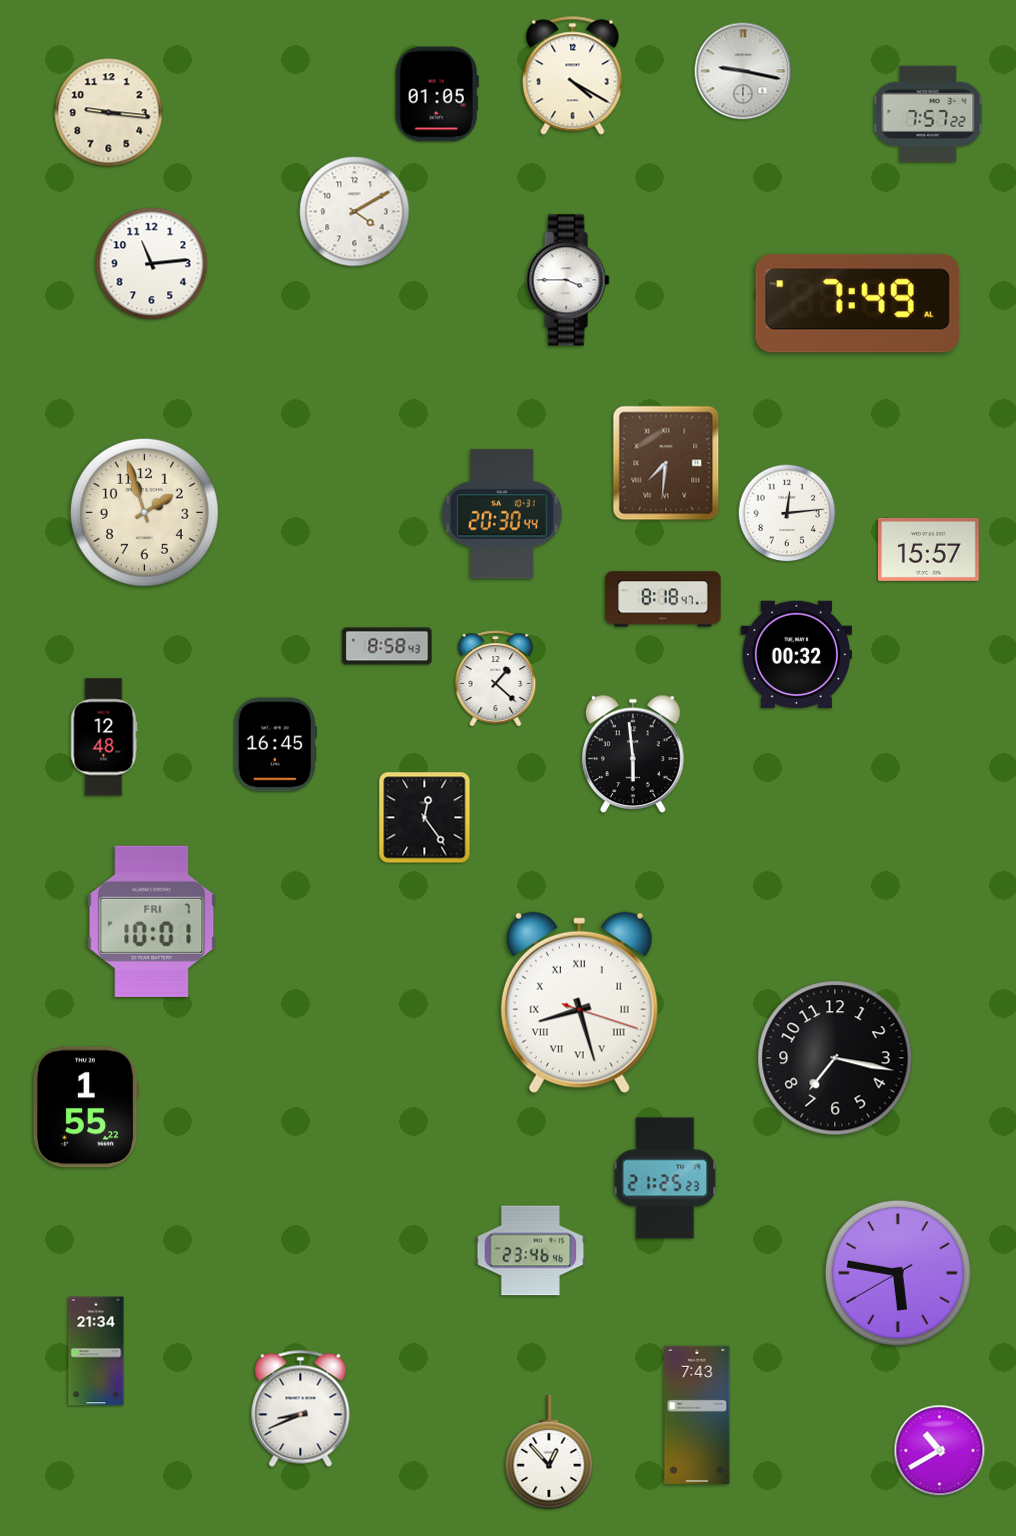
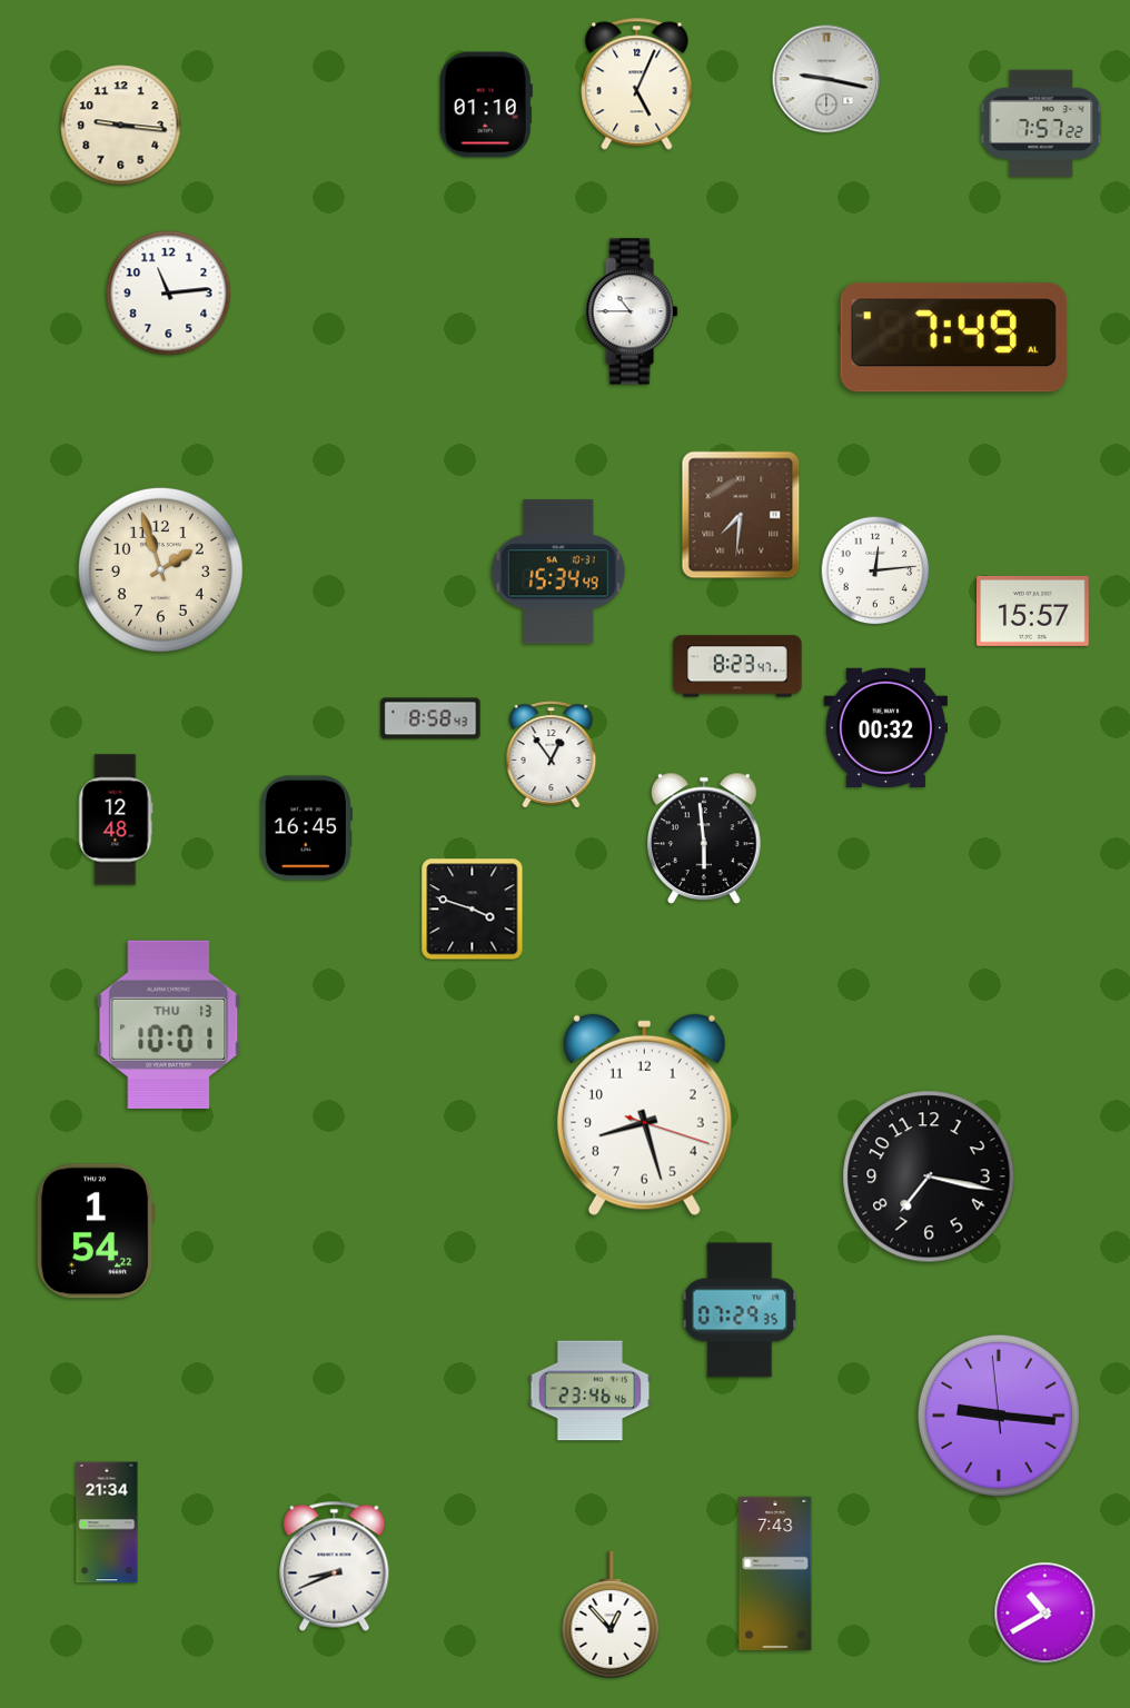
clock at (573, 76): 4:20 -> 5:04
clock at (437, 94): 01:05 -> 01:10
clock at (928, 113) position: (928, 113) -> (1041, 122)
clock at (355, 212): 4:10 -> none
clock at (568, 280): 3:45 -> 10:45
clock at (503, 514): 20:30 -> 15:34
clock at (663, 599): 8:18 -> 8:23
clock at (496, 679): 1:22 -> 12:54
clock at (425, 818): 12:24 -> 3:48
clock at (152, 921) date: FRI 7 -> THU 13
clock at (579, 1003) numerals: Roman -> Arabic
clock at (86, 1107): 1:55 -> 1:54
clock at (665, 1178): 21:25 -> 07:29
clock at (898, 1273): 5:46 -> 9:15
clock at (96, 1351) position: (96, 1351) -> (107, 1522)
